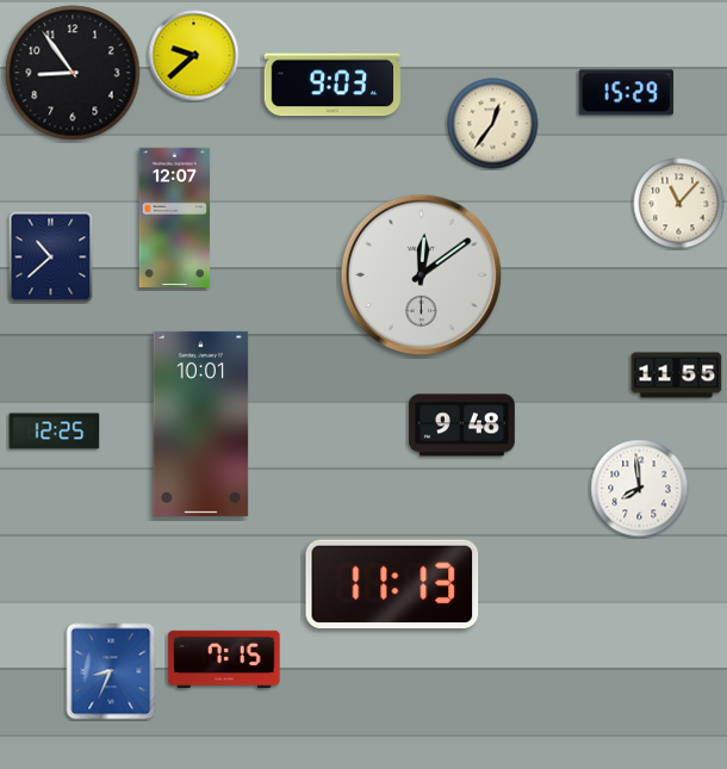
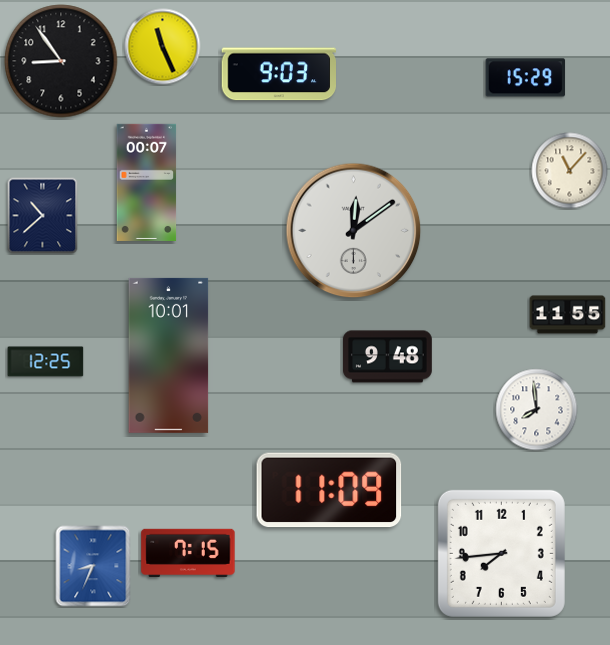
clock at (194, 56): 9:38 -> 11:26
clock at (331, 85) position: (331, 85) -> (278, 74)
clock at (493, 124): 12:36 -> none
clock at (175, 217): 12:07 -> 00:07
clock at (392, 584): 11:13 -> 11:09
clock at (501, 553): none -> 7:44
clock at (111, 671) position: (111, 671) -> (93, 566)
